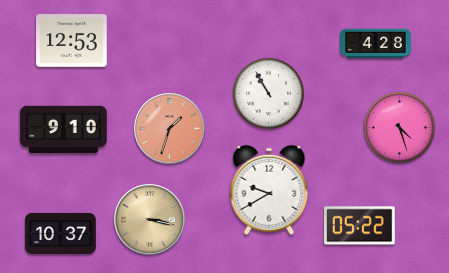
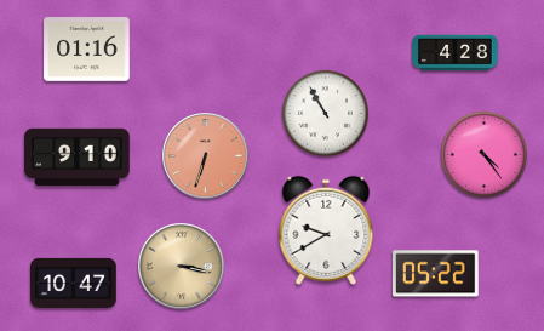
clock at (72, 41): 12:53 -> 01:16
clock at (399, 127): 4:27 -> 4:24
clock at (170, 129): 1:33 -> 6:33
clock at (61, 233): 10:37 -> 10:47
